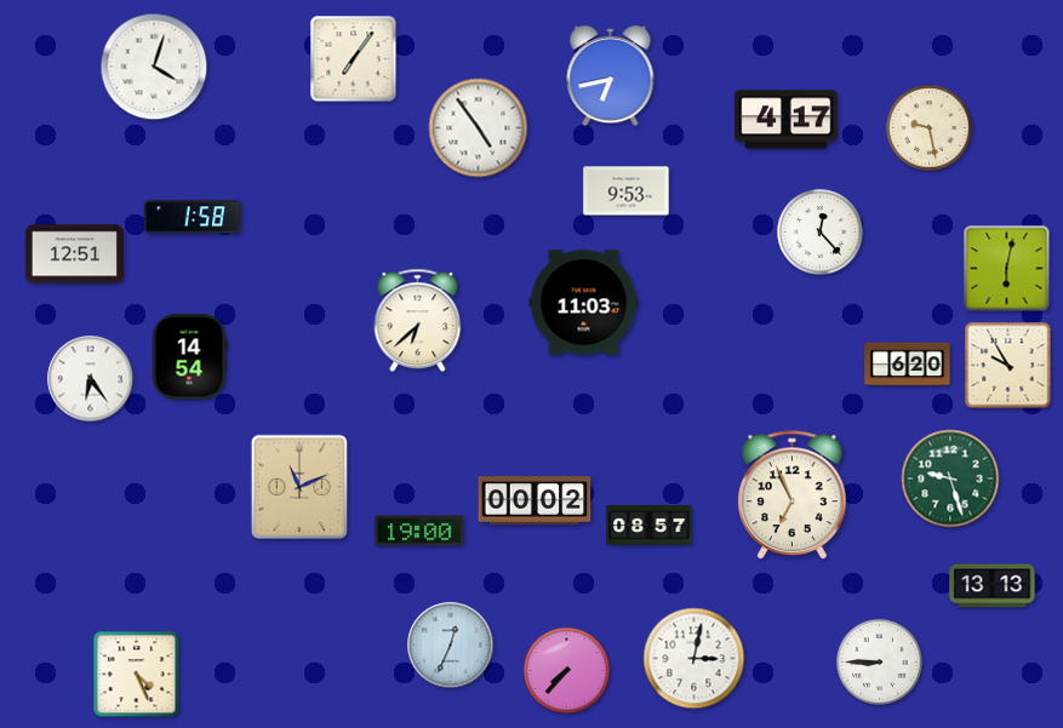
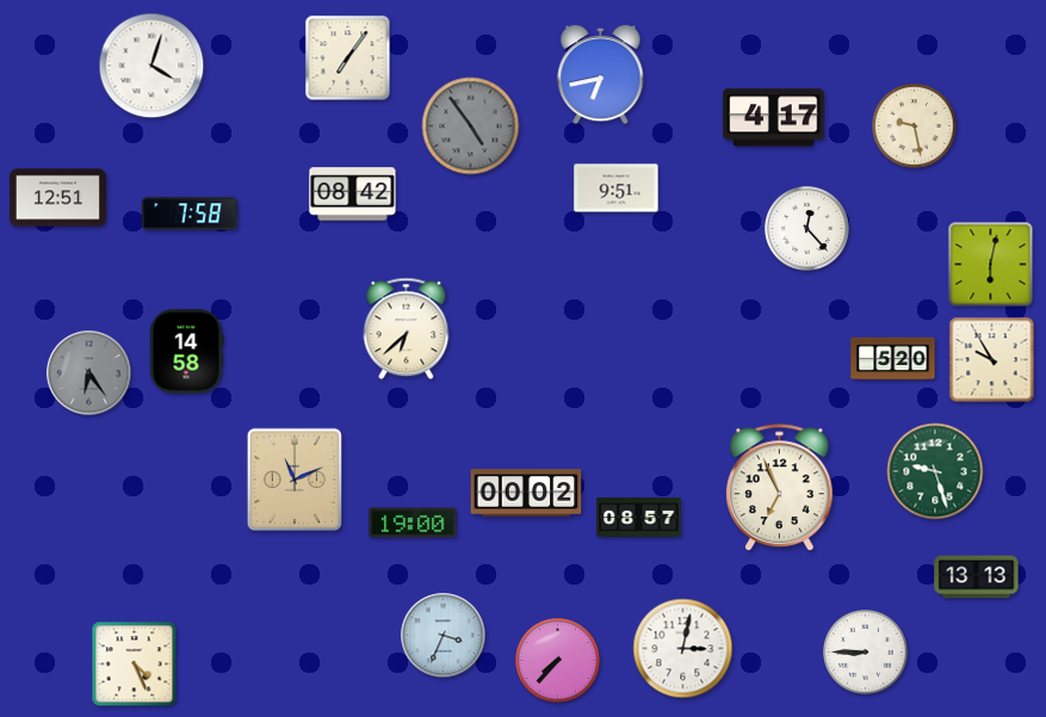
clock at (479, 128) dial: white -> grey
clock at (627, 191): 9:53 -> 9:51
clock at (353, 194): none -> 08:42
clock at (193, 217): 1:58 -> 7:58
clock at (74, 254) position: (74, 254) -> (57, 198)
clock at (584, 303): 11:03 -> none
clock at (418, 321) position: (418, 321) -> (407, 329)
clock at (189, 357): 14:54 -> 14:58
clock at (908, 365): 6:20 -> 5:20
clock at (91, 379) dial: white -> grey
clock at (451, 646): 12:34 -> 3:34
